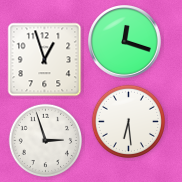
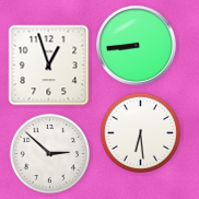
clock at (125, 42): 12:18 -> 8:44
clock at (45, 140): 2:57 -> 2:52
